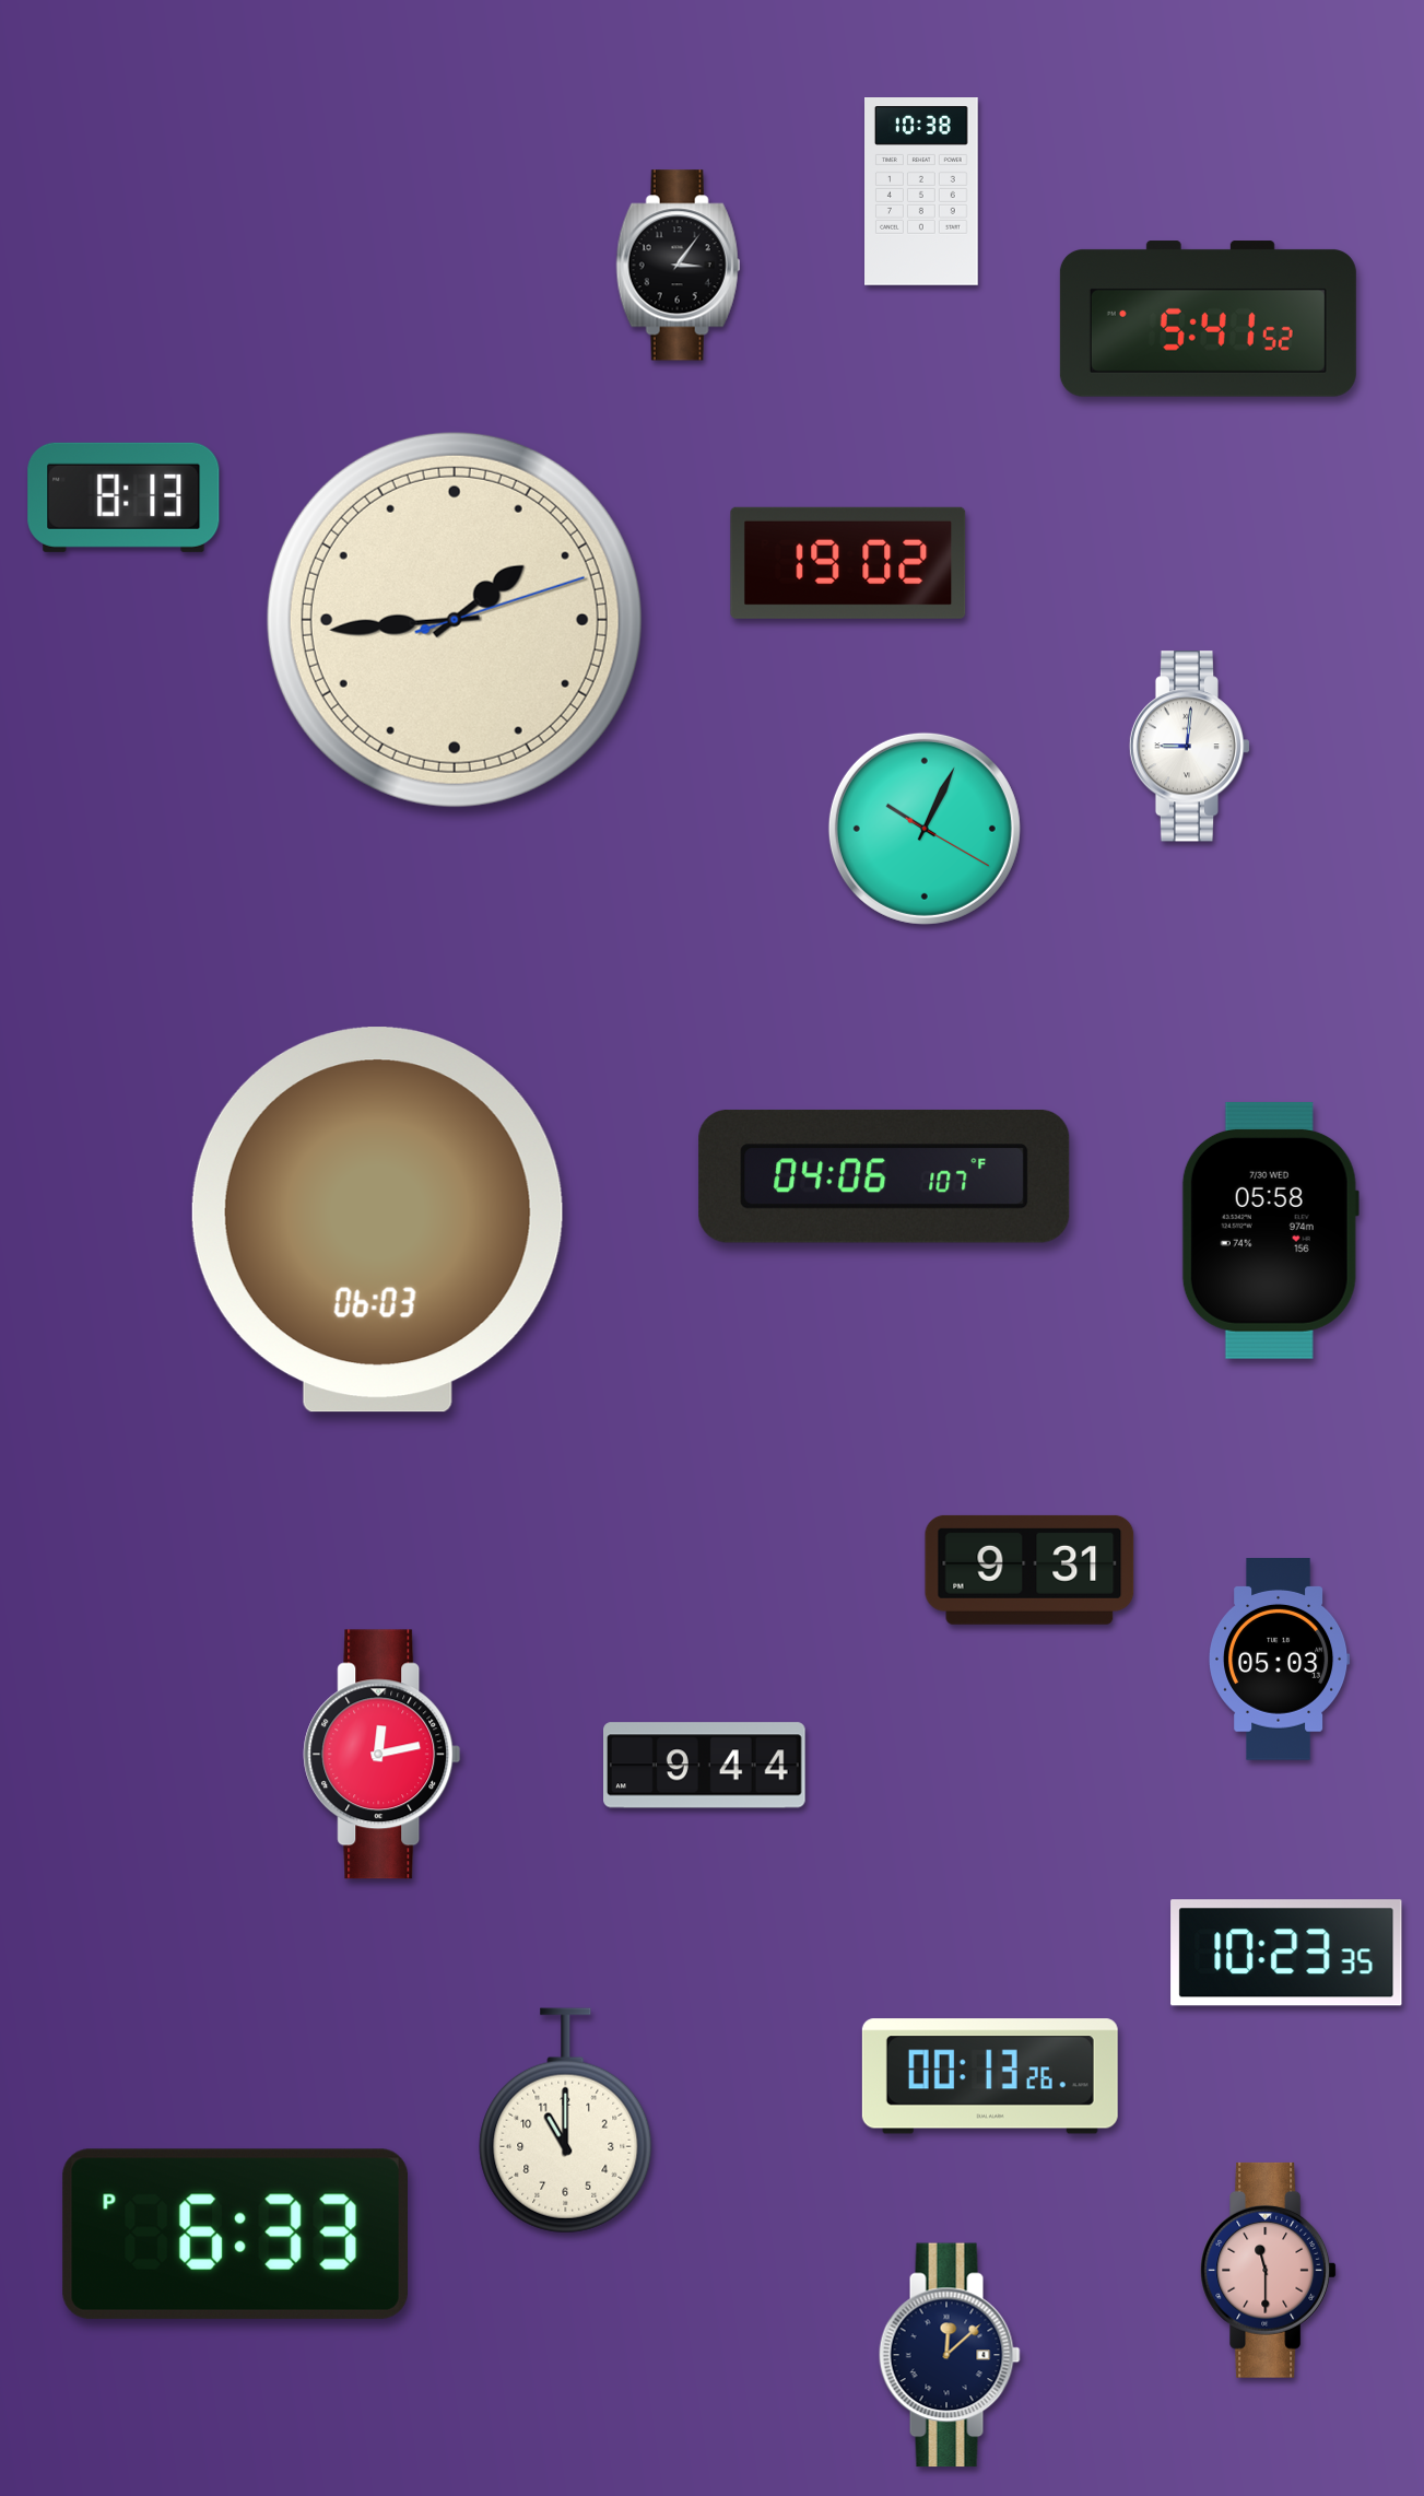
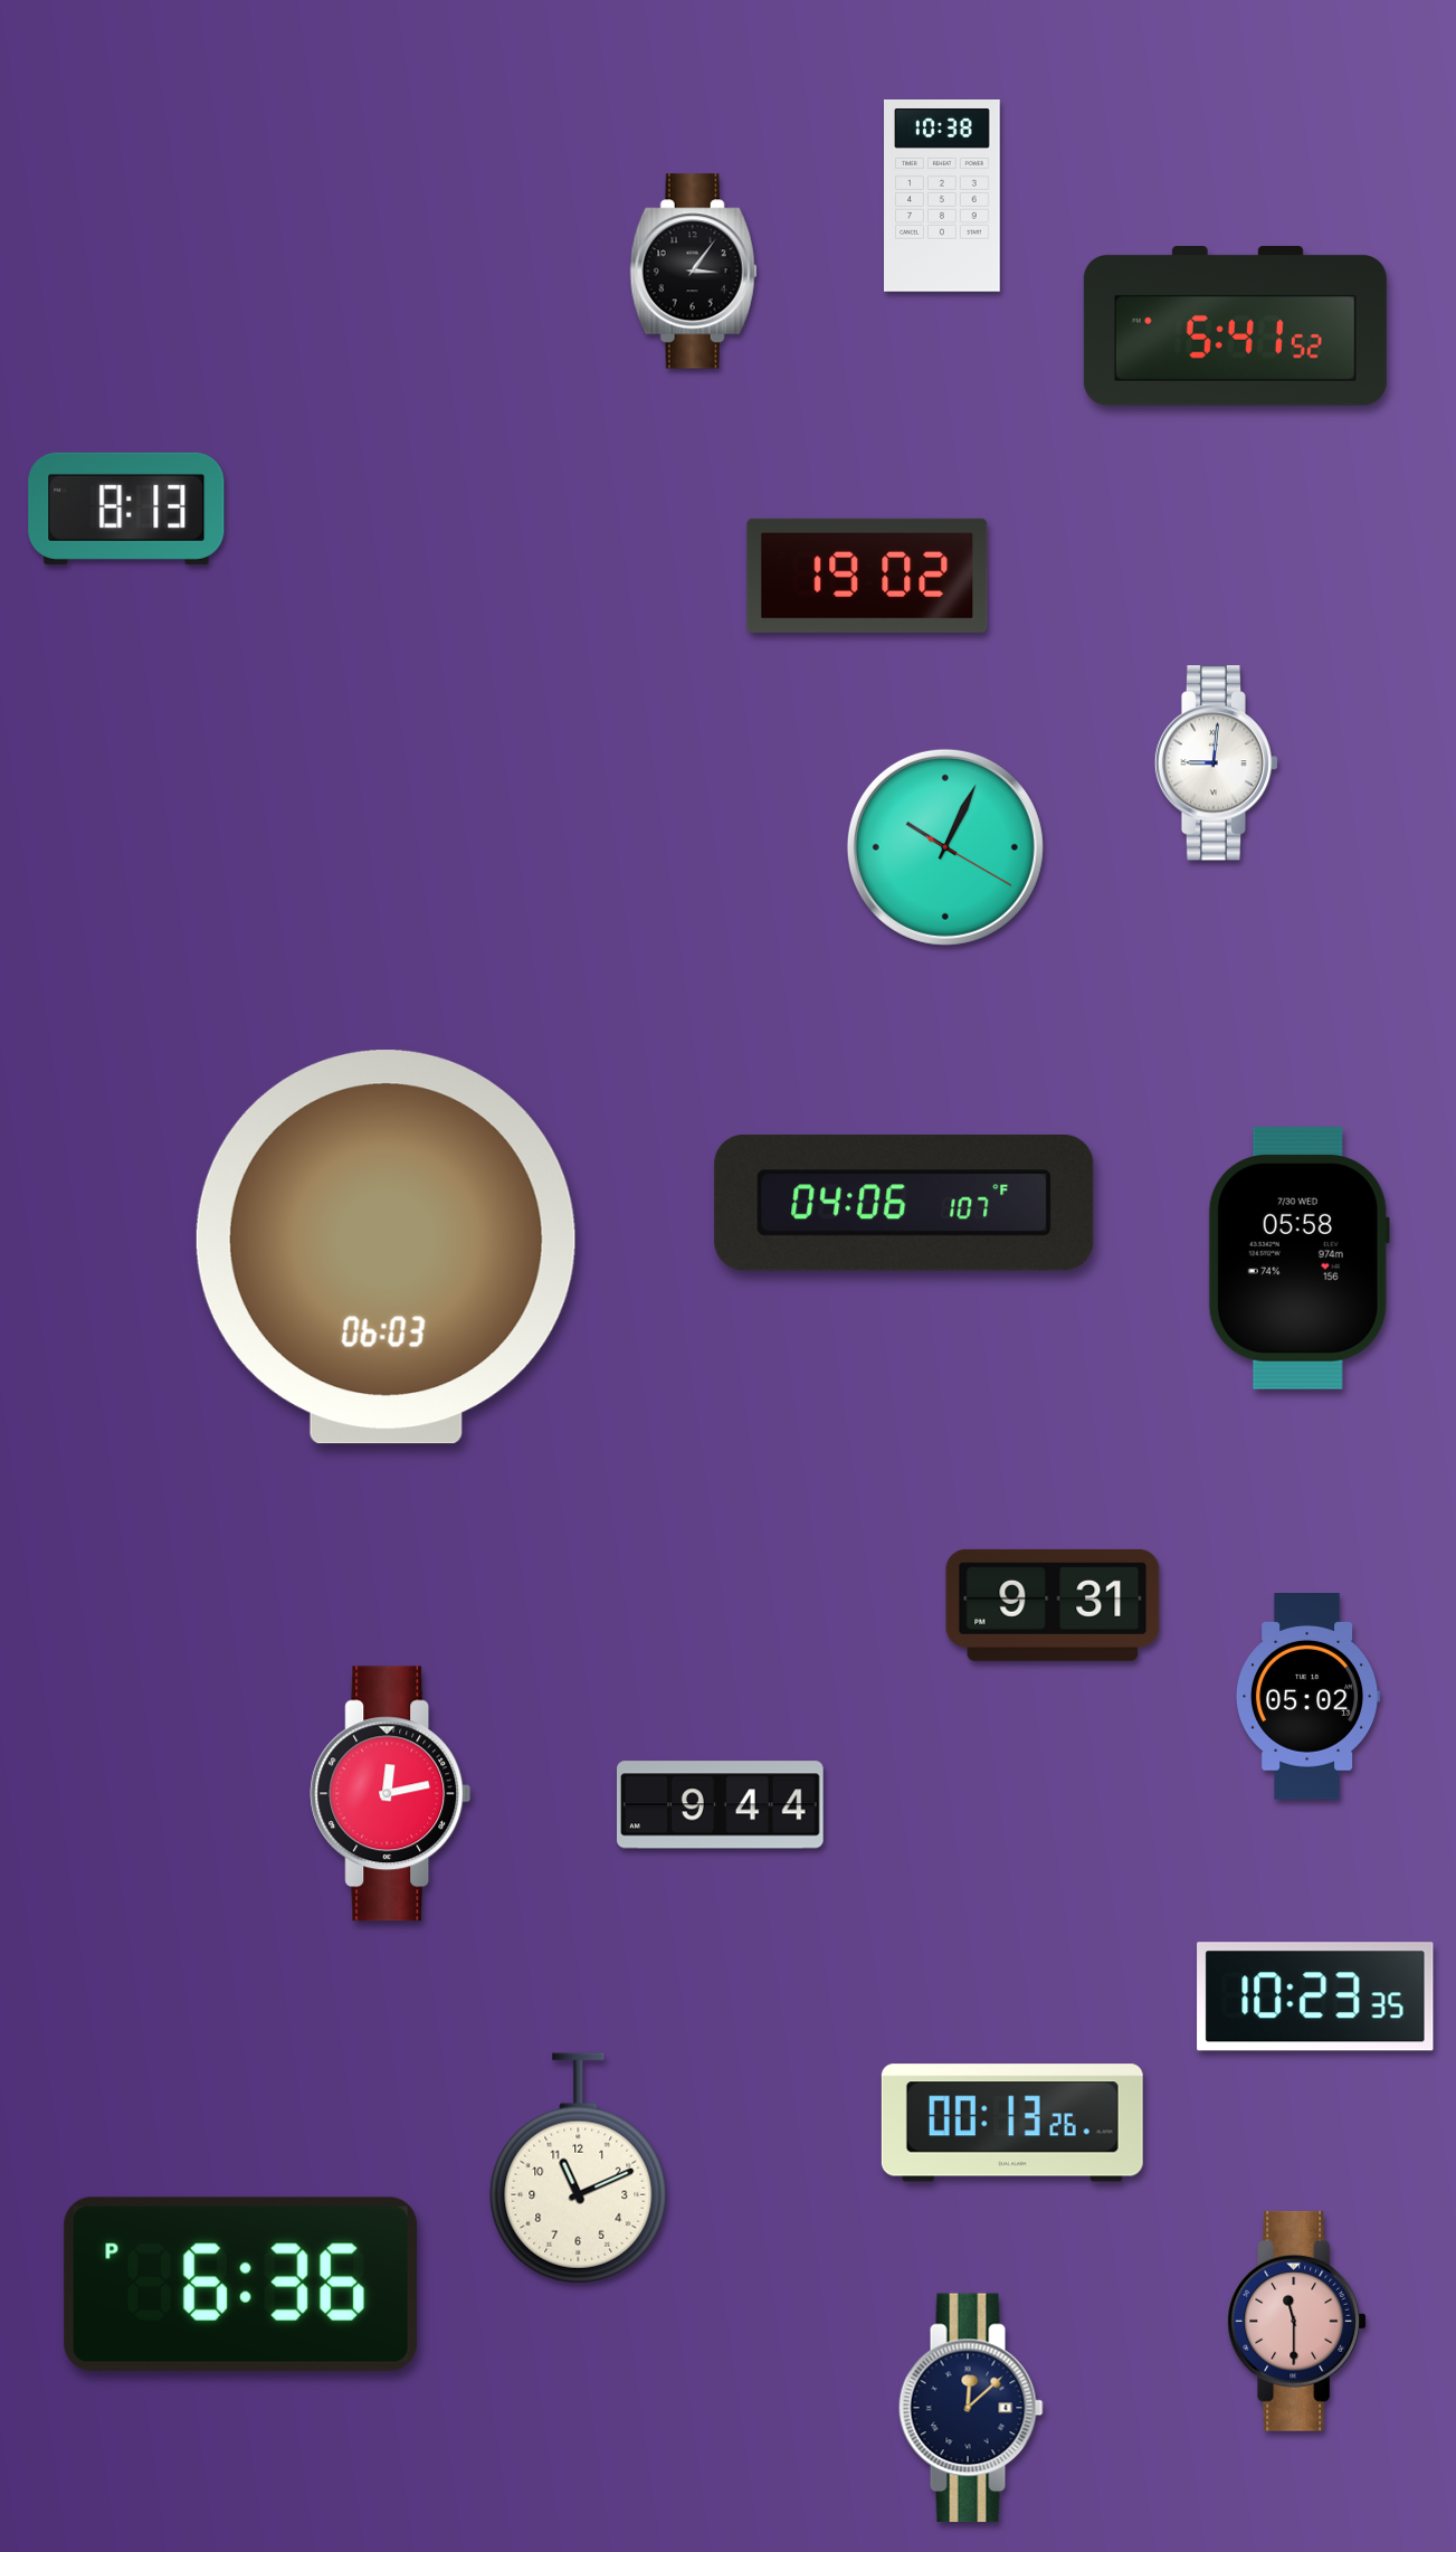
clock at (455, 620): 1:44 -> none
clock at (1280, 1660): 05:03 -> 05:02
clock at (566, 2121): 11:00 -> 11:11
clock at (235, 2234): 6:33 -> 6:36
